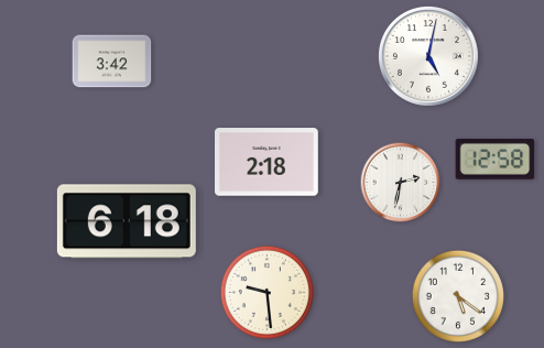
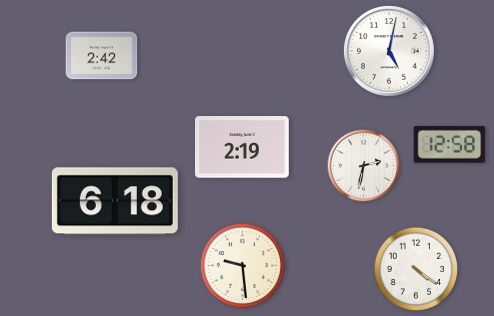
clock at (112, 62): 3:42 -> 2:42
clock at (268, 162): 2:18 -> 2:19
clock at (458, 296): 5:21 -> 4:21
